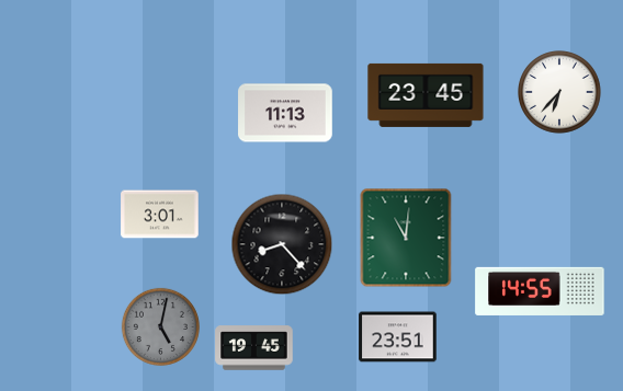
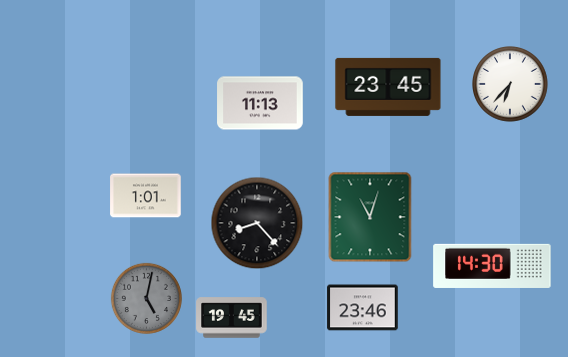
clock at (160, 215): 3:01 -> 1:01
clock at (406, 238): 11:01 -> 11:03
clock at (540, 291): 14:55 -> 14:30
clock at (398, 337): 23:51 -> 23:46
